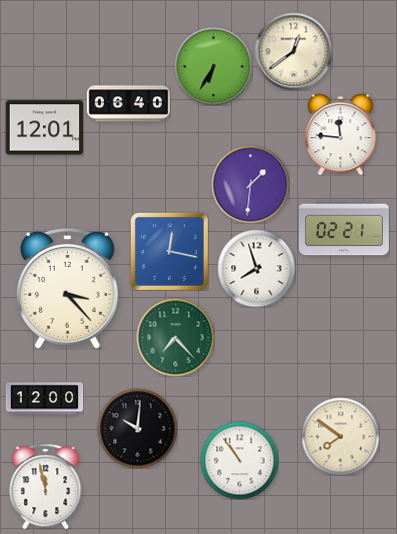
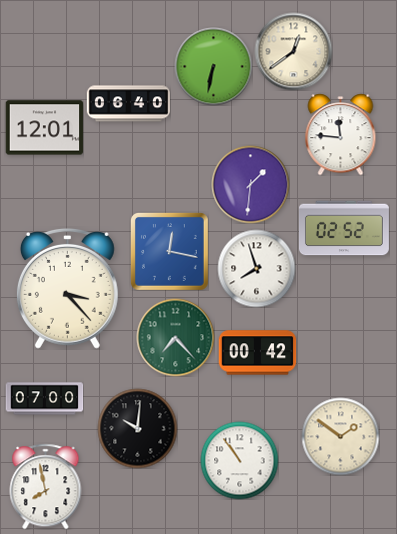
clock at (213, 66): 6:35 -> 6:32
clock at (344, 228): 02:21 -> 02:52
clock at (257, 353): none -> 00:42
clock at (44, 399): 12:00 -> 07:00
clock at (340, 436): 7:51 -> 1:51
clock at (46, 486): 11:58 -> 7:58
